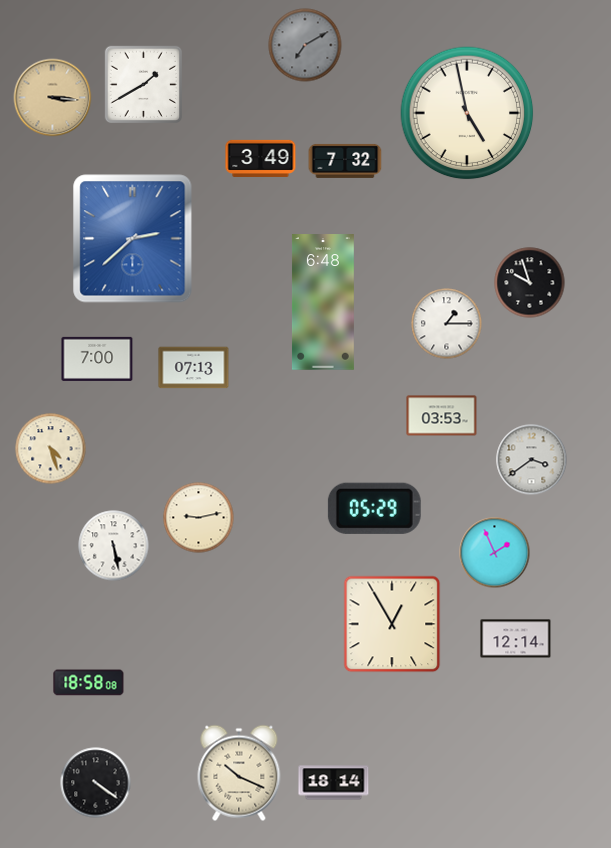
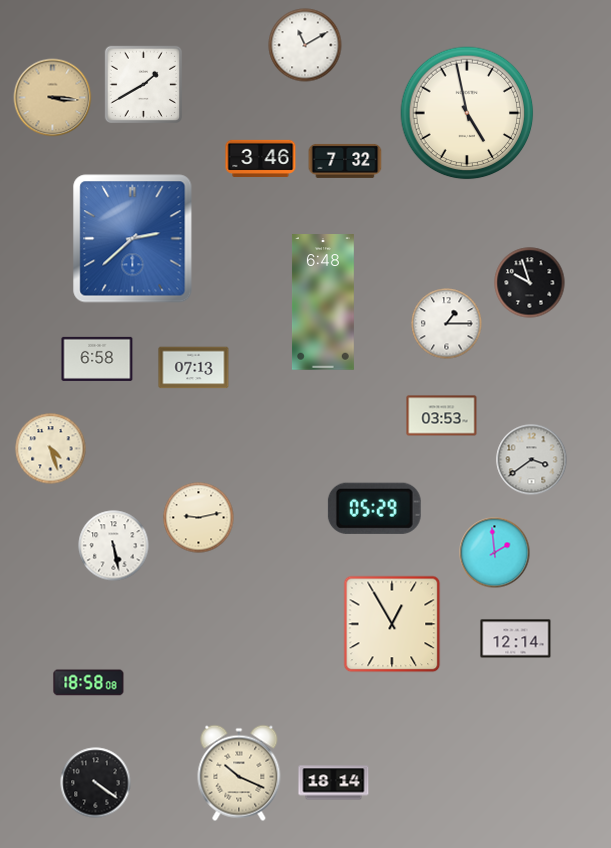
clock at (305, 45): 7:10 -> 11:10
clock at (305, 45) dial: grey -> white
clock at (261, 158): 3:49 -> 3:46
clock at (97, 359): 7:00 -> 6:58
clock at (495, 553): 1:56 -> 1:59
